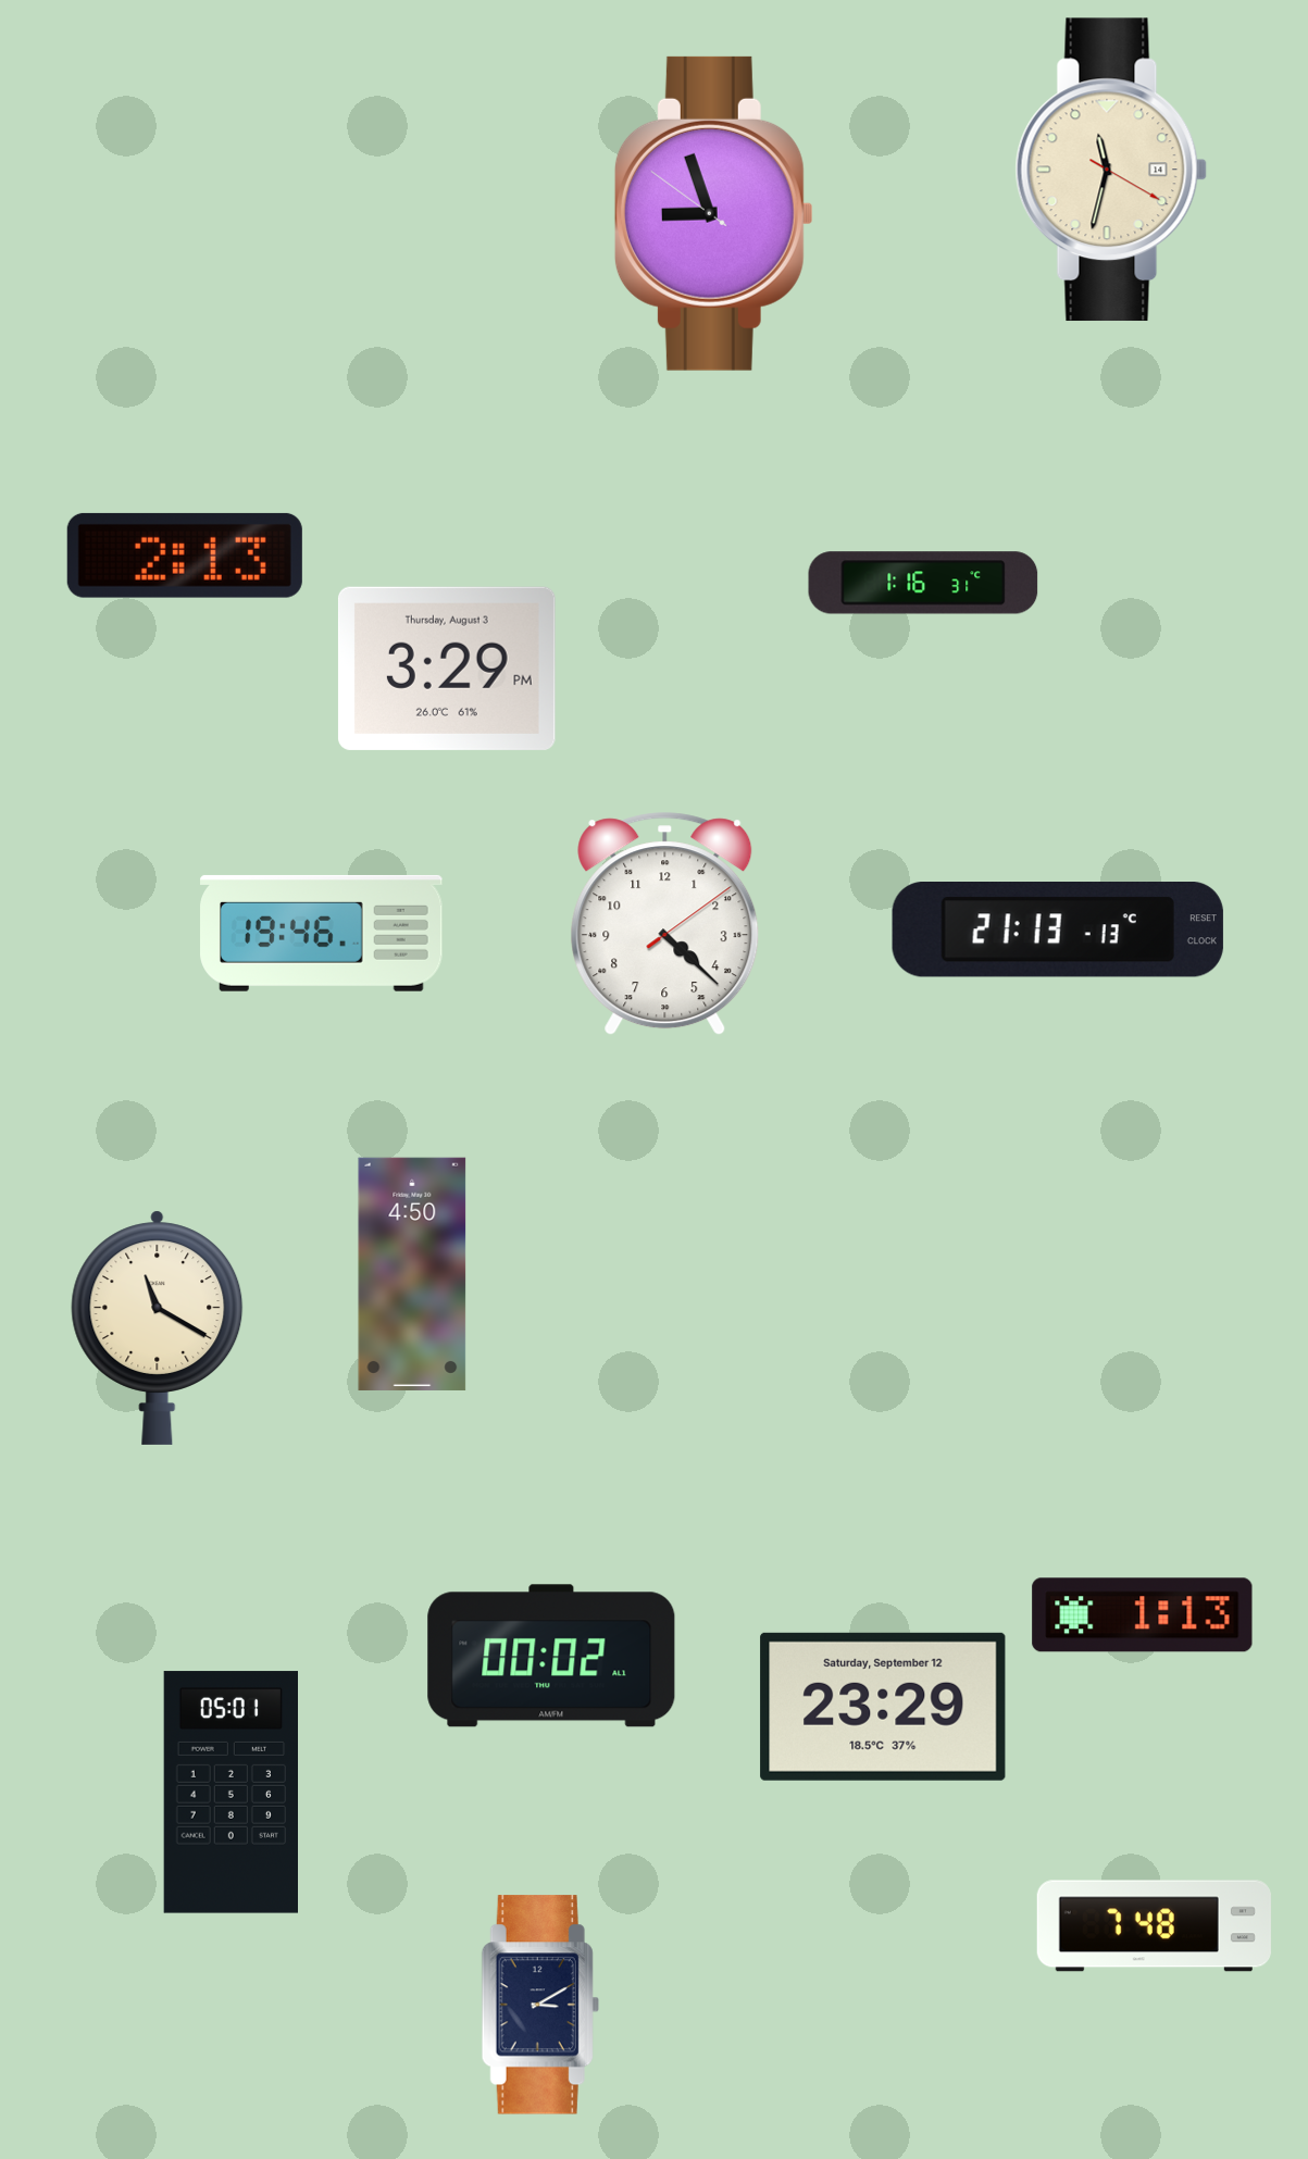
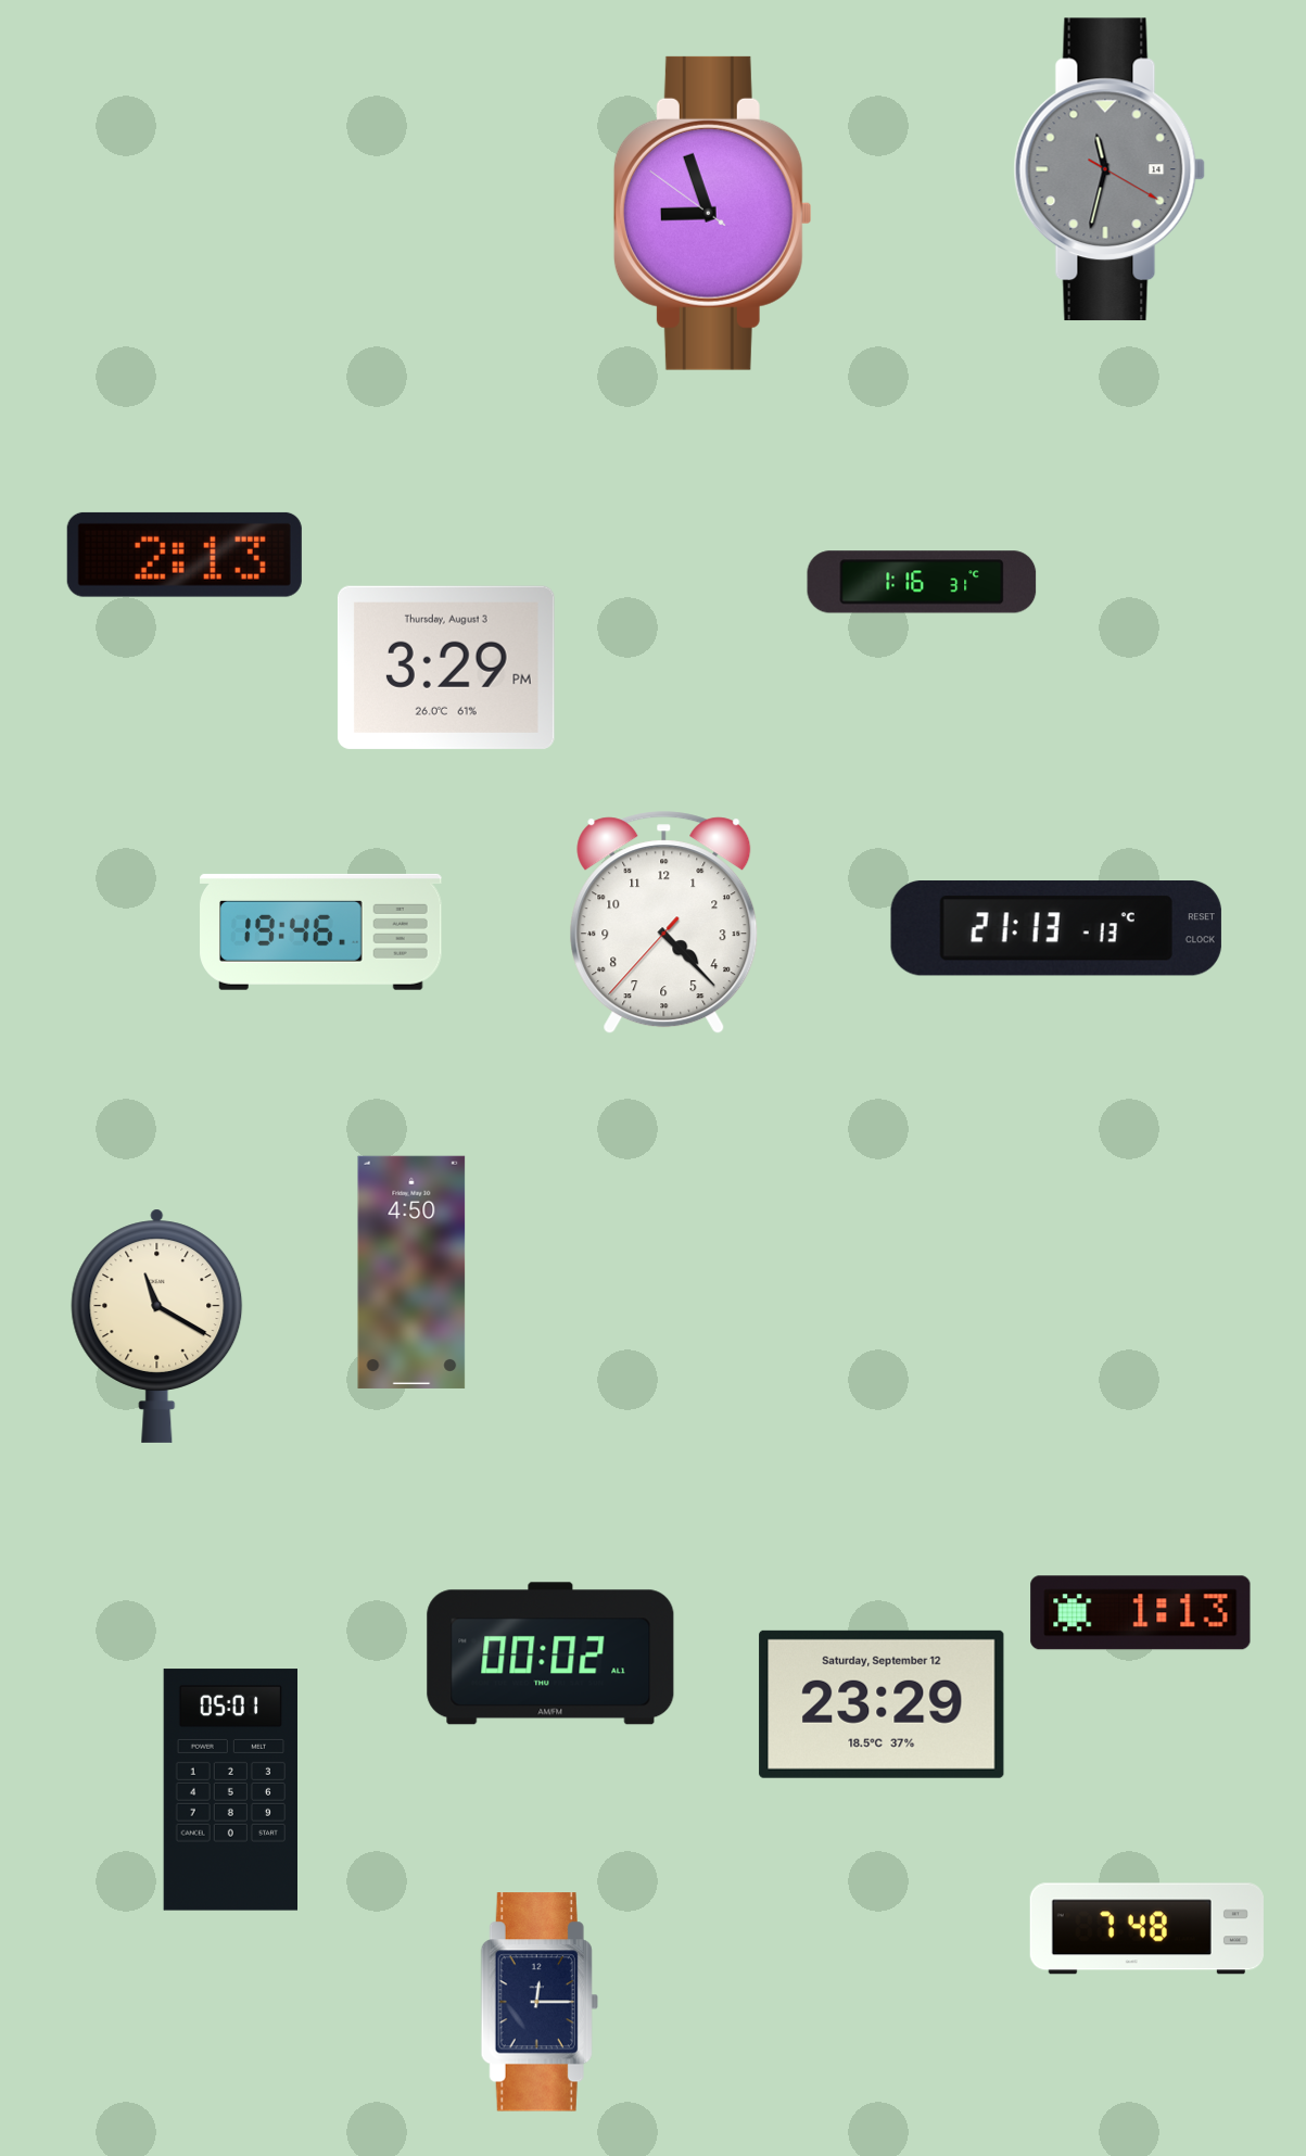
clock at (1111, 170) dial: cream -> grey
clock at (665, 924): 4:22:09 -> 4:22:37
clock at (1154, 1926) position: (1154, 1926) -> (1146, 1929)
clock at (540, 2005): 3:10 -> 12:15
